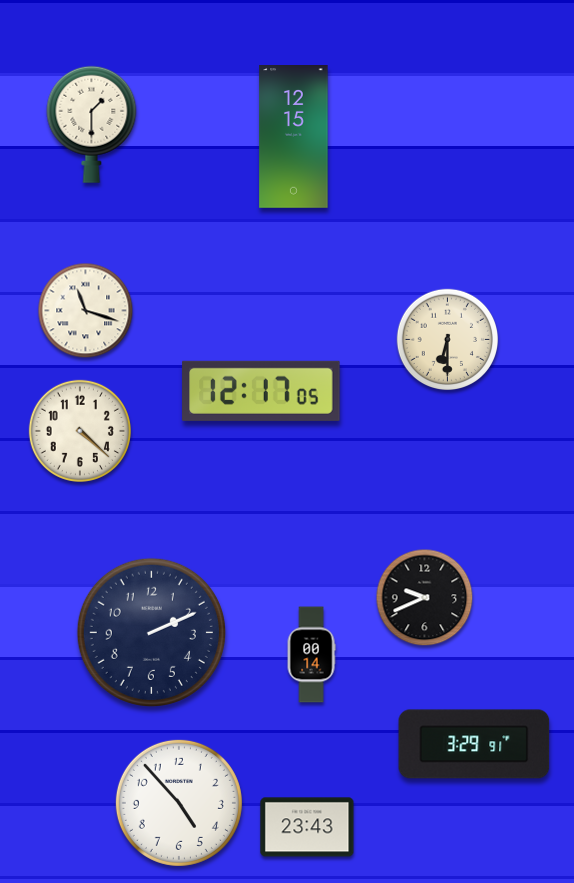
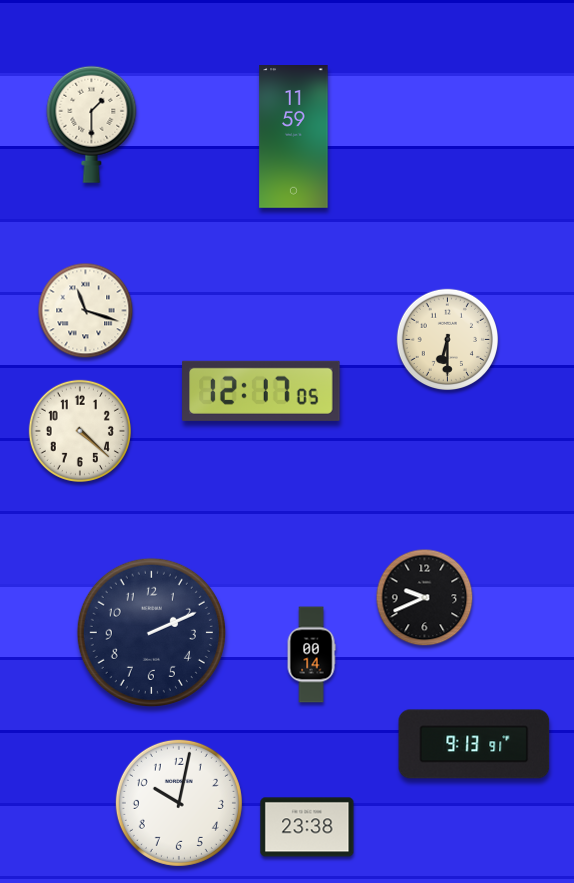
clock at (294, 137): 12:15 -> 11:59
clock at (474, 744): 3:29 -> 9:13
clock at (179, 803): 4:53 -> 10:02
clock at (307, 827): 23:43 -> 23:38
